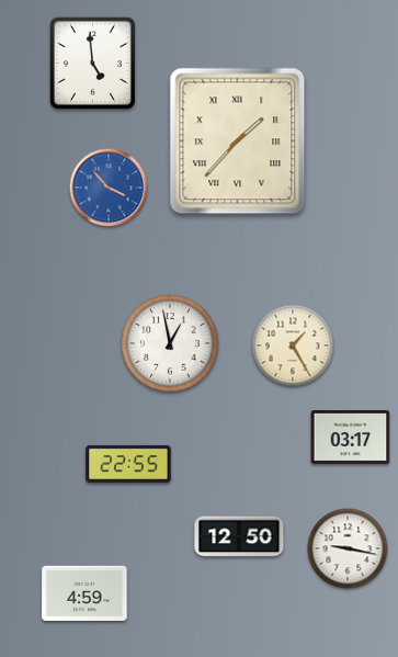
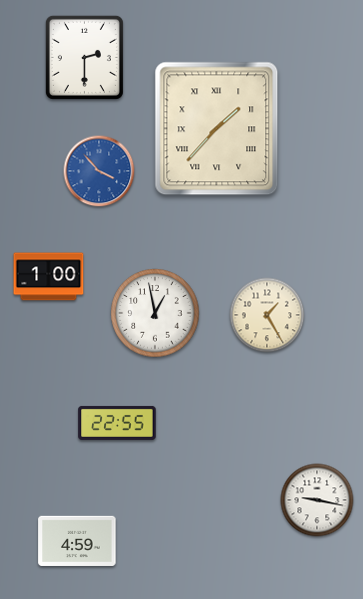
clock at (92, 63): 4:59 -> 2:30
clock at (49, 277): none -> 1:00
clock at (351, 438): 03:17 -> none
clock at (239, 536): 12:50 -> none
